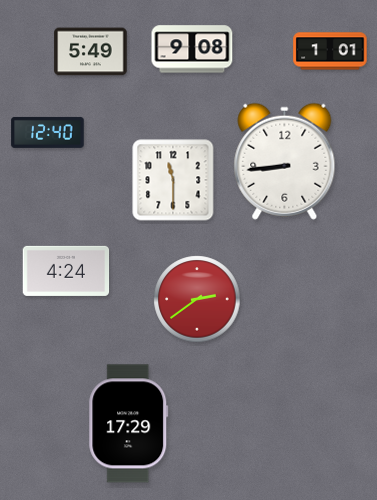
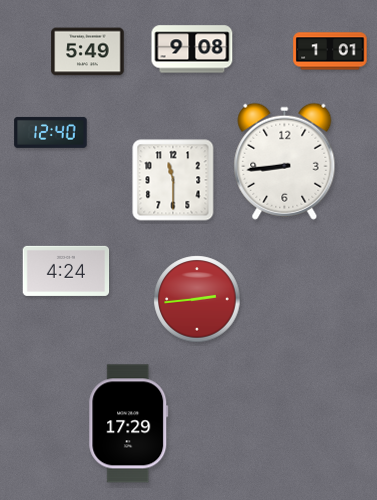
clock at (91, 52) position: (91, 52) -> (88, 52)
clock at (48, 132) position: (48, 132) -> (51, 132)
clock at (197, 299): 2:39 -> 2:44
